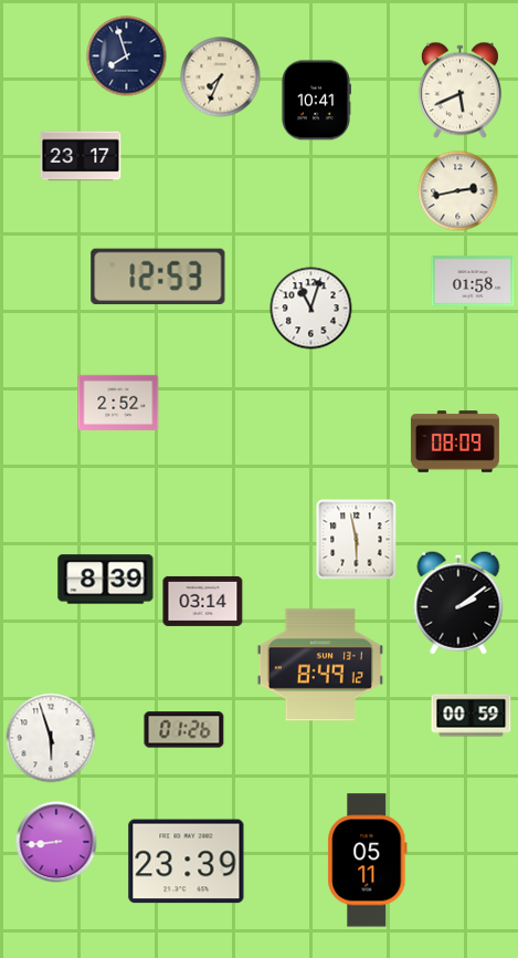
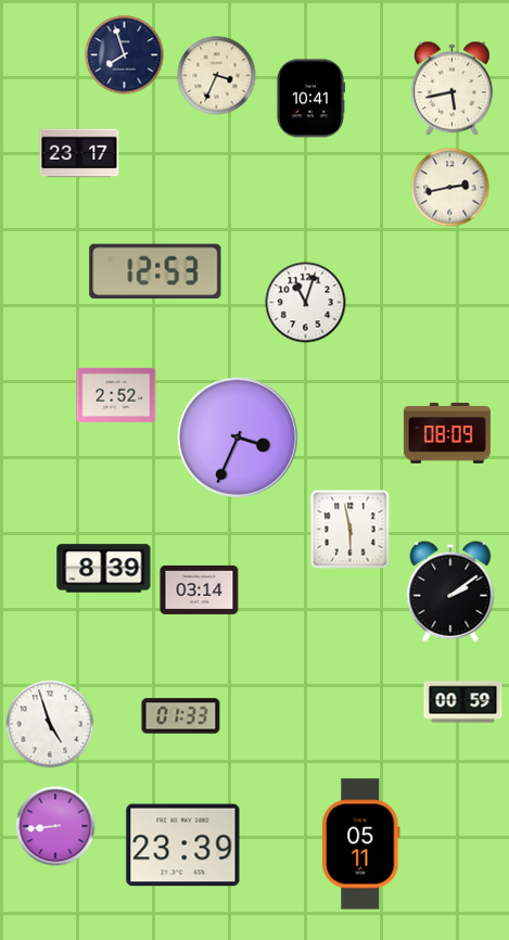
clock at (221, 77): 7:34 -> 3:34
clock at (459, 91): 5:41 -> 5:43
clock at (473, 281): 01:58 -> none
clock at (238, 437): none -> 3:34
clock at (320, 665): 8:49 -> none
clock at (184, 730): 01:26 -> 01:33
clock at (51, 738): 5:57 -> 4:57
